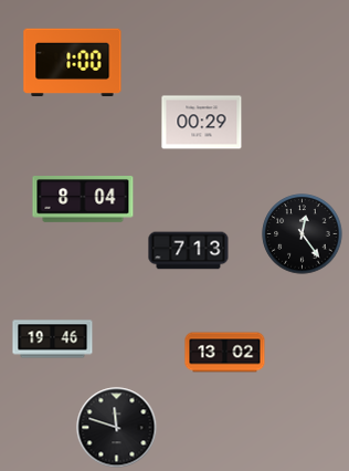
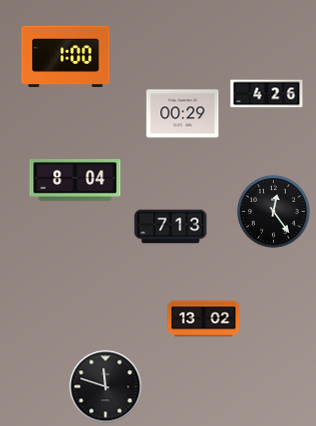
clock at (267, 94): none -> 4:26
clock at (202, 123) position: (202, 123) -> (183, 114)
clock at (53, 339): 19:46 -> none
